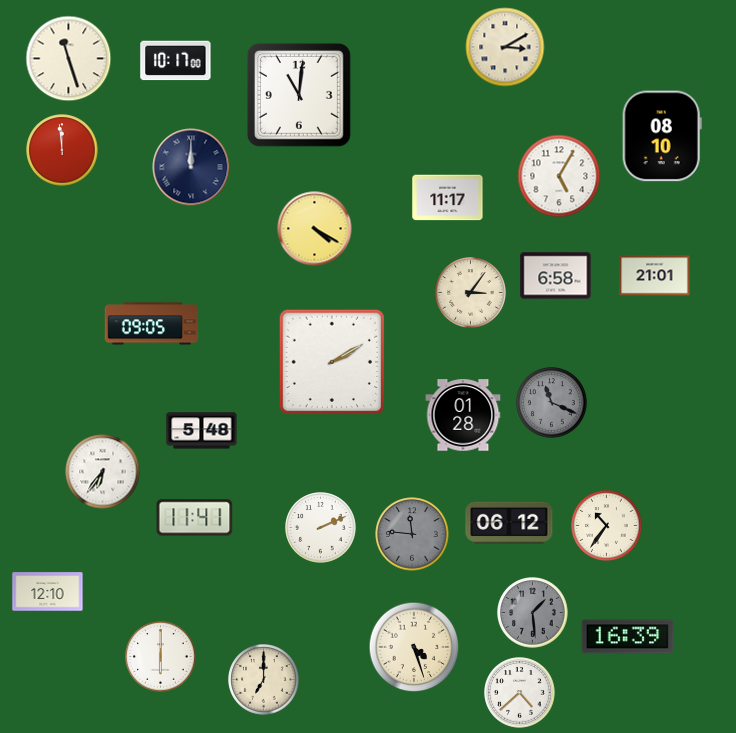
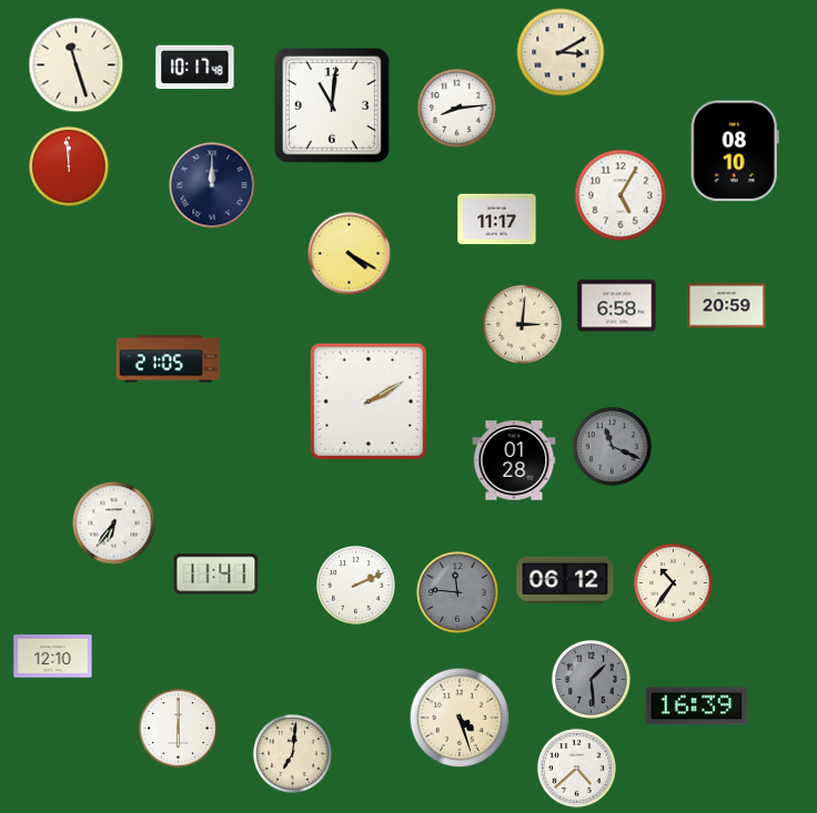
clock at (176, 61): 10:17:00 -> 10:17:48
clock at (457, 109): none -> 8:14
clock at (655, 276): 21:01 -> 20:59
clock at (471, 293): 3:06 -> 3:01
clock at (152, 324): 09:05 -> 21:05
clock at (202, 431): 5:48 -> none
clock at (264, 680): 7:00 -> 7:01
